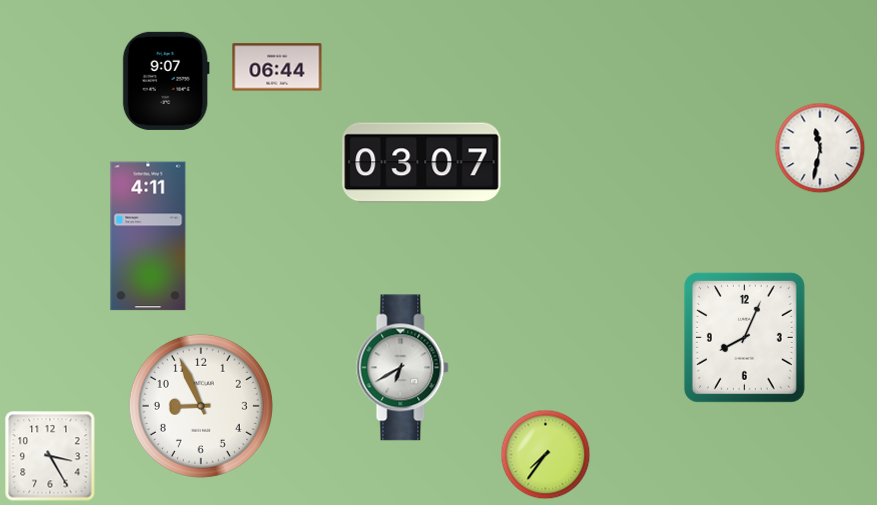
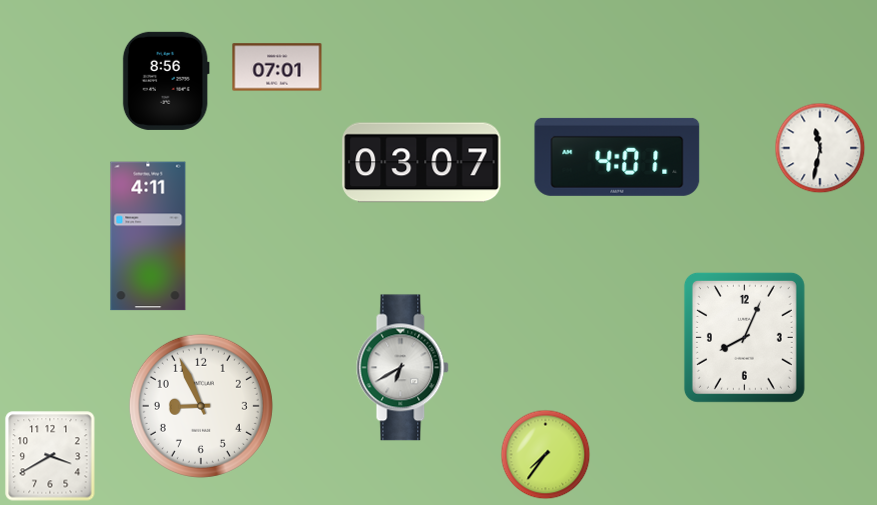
clock at (277, 67): 06:44 -> 07:01
clock at (166, 81): 9:07 -> 8:56
clock at (617, 157): none -> 4:01
clock at (50, 456): 3:25 -> 3:40
